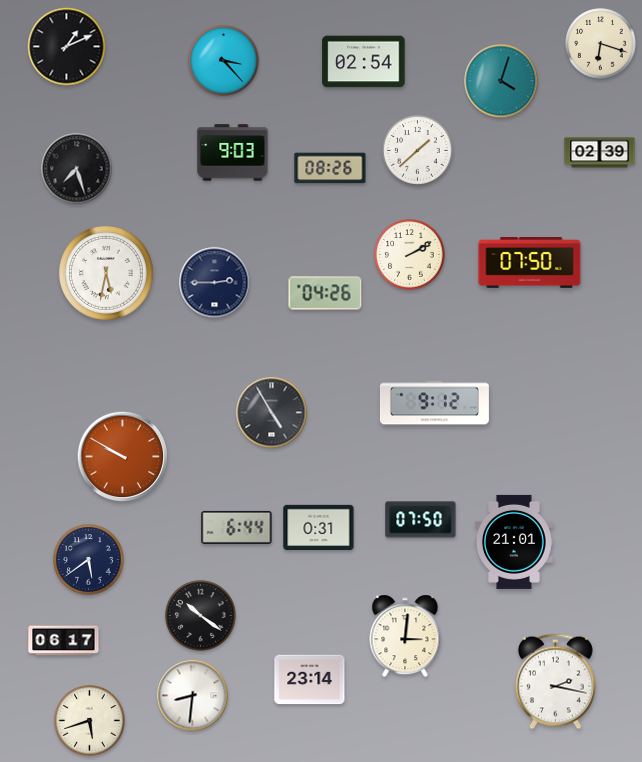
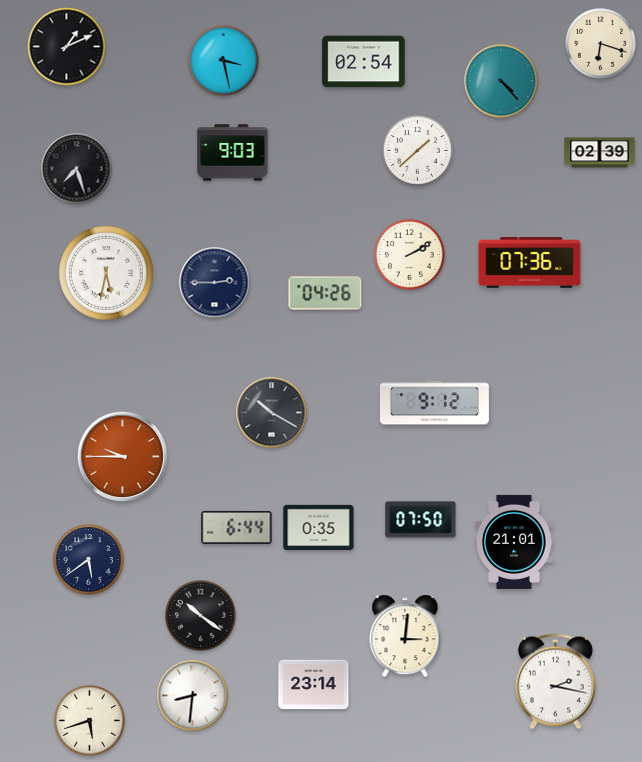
clock at (224, 61): 3:23 -> 3:28
clock at (501, 81): 4:03 -> 4:23
clock at (330, 168): 08:26 -> none
clock at (530, 263): 07:50 -> 07:36
clock at (272, 413): 4:55 -> 10:20
clock at (122, 456): 9:50 -> 9:45
clock at (319, 527): 0:31 -> 0:35
clock at (64, 641): 06:17 -> none
clock at (310, 680) position: (310, 680) -> (314, 685)
